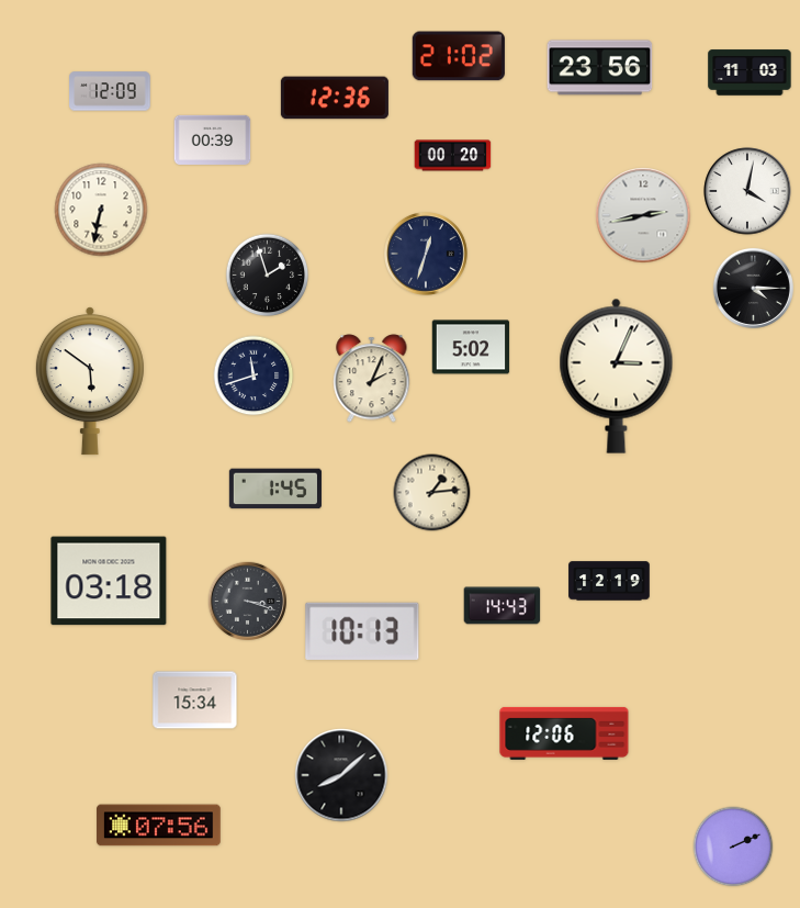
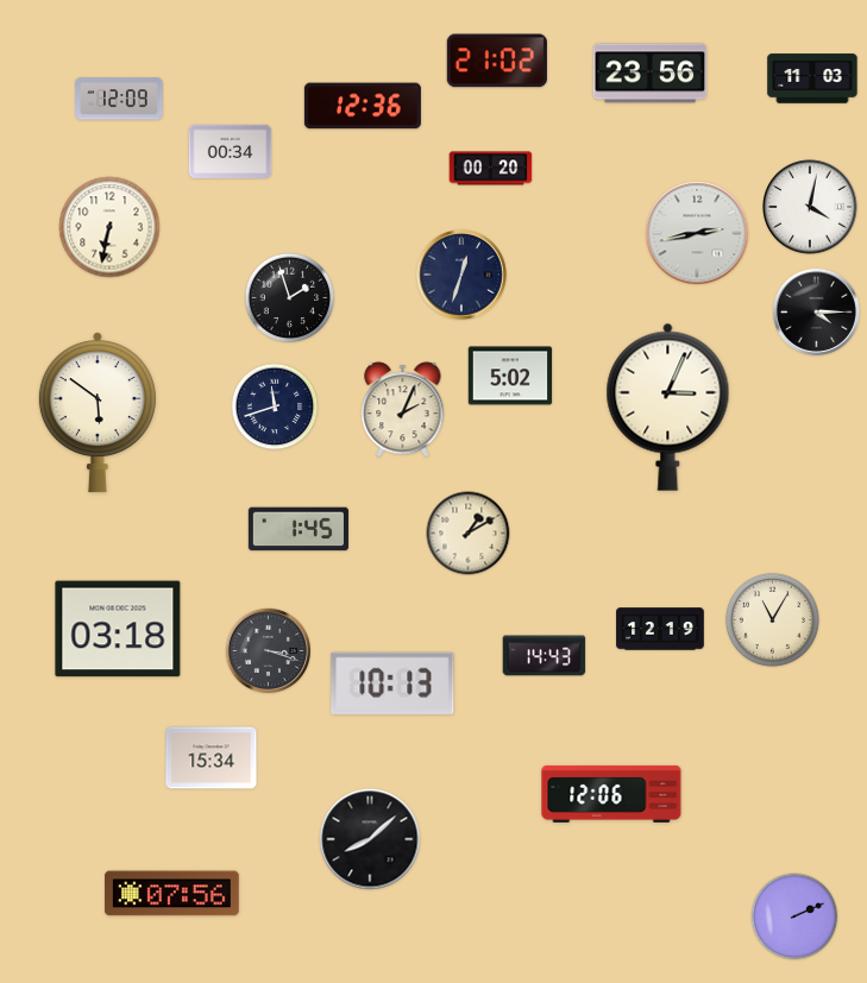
clock at (213, 139): 00:39 -> 00:34
clock at (432, 493): 1:14 -> 1:10
clock at (772, 619): none -> 11:05
